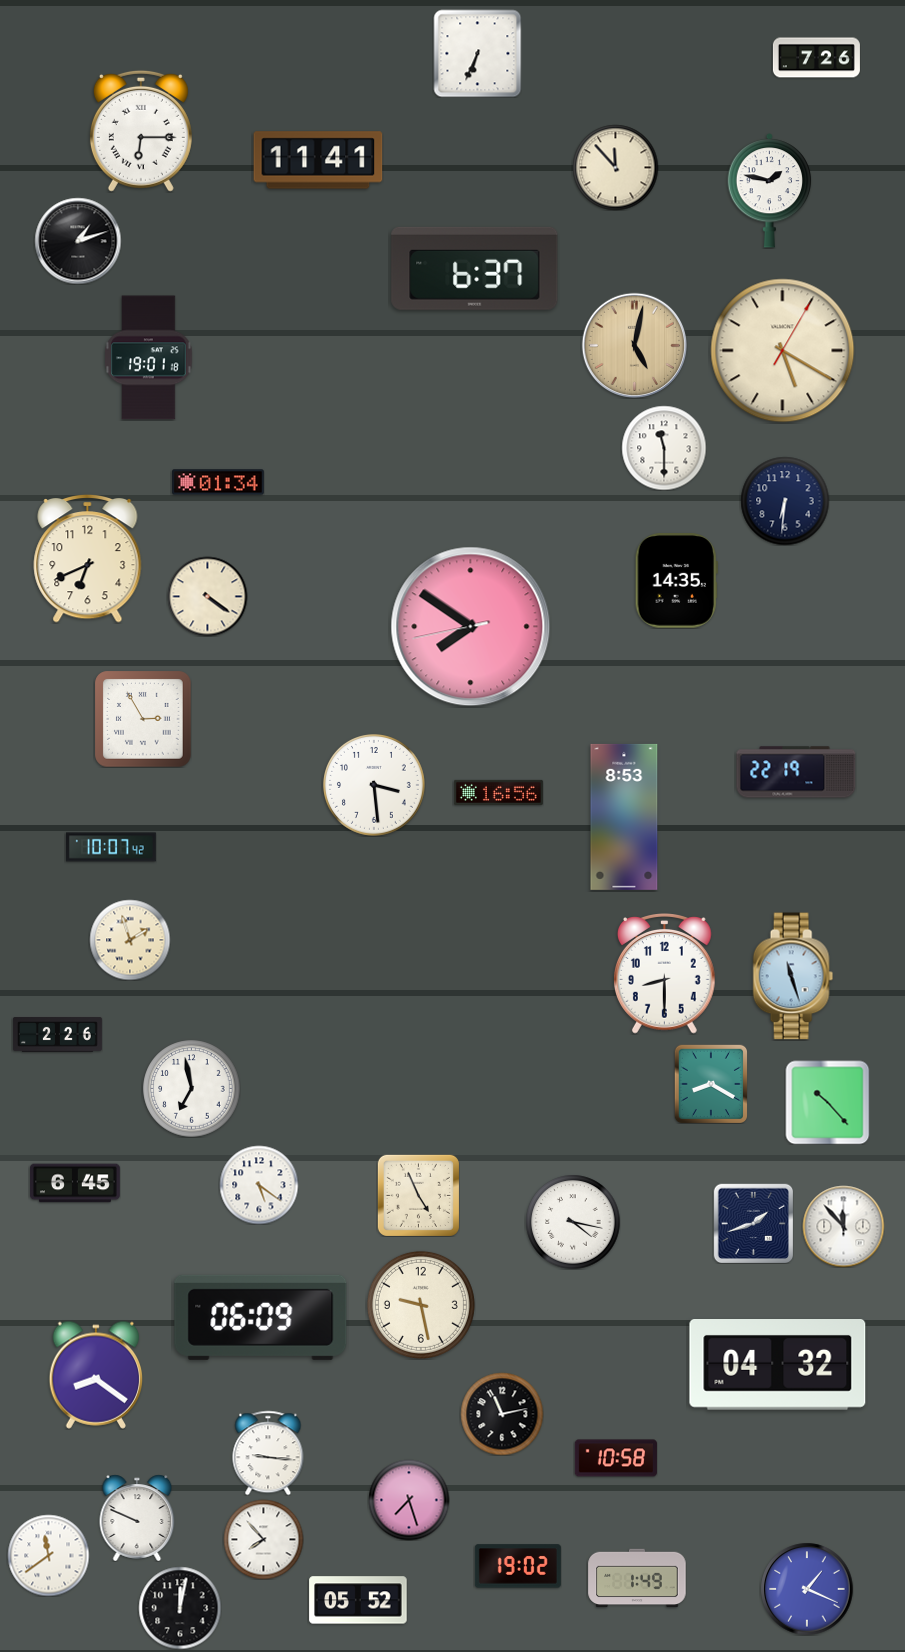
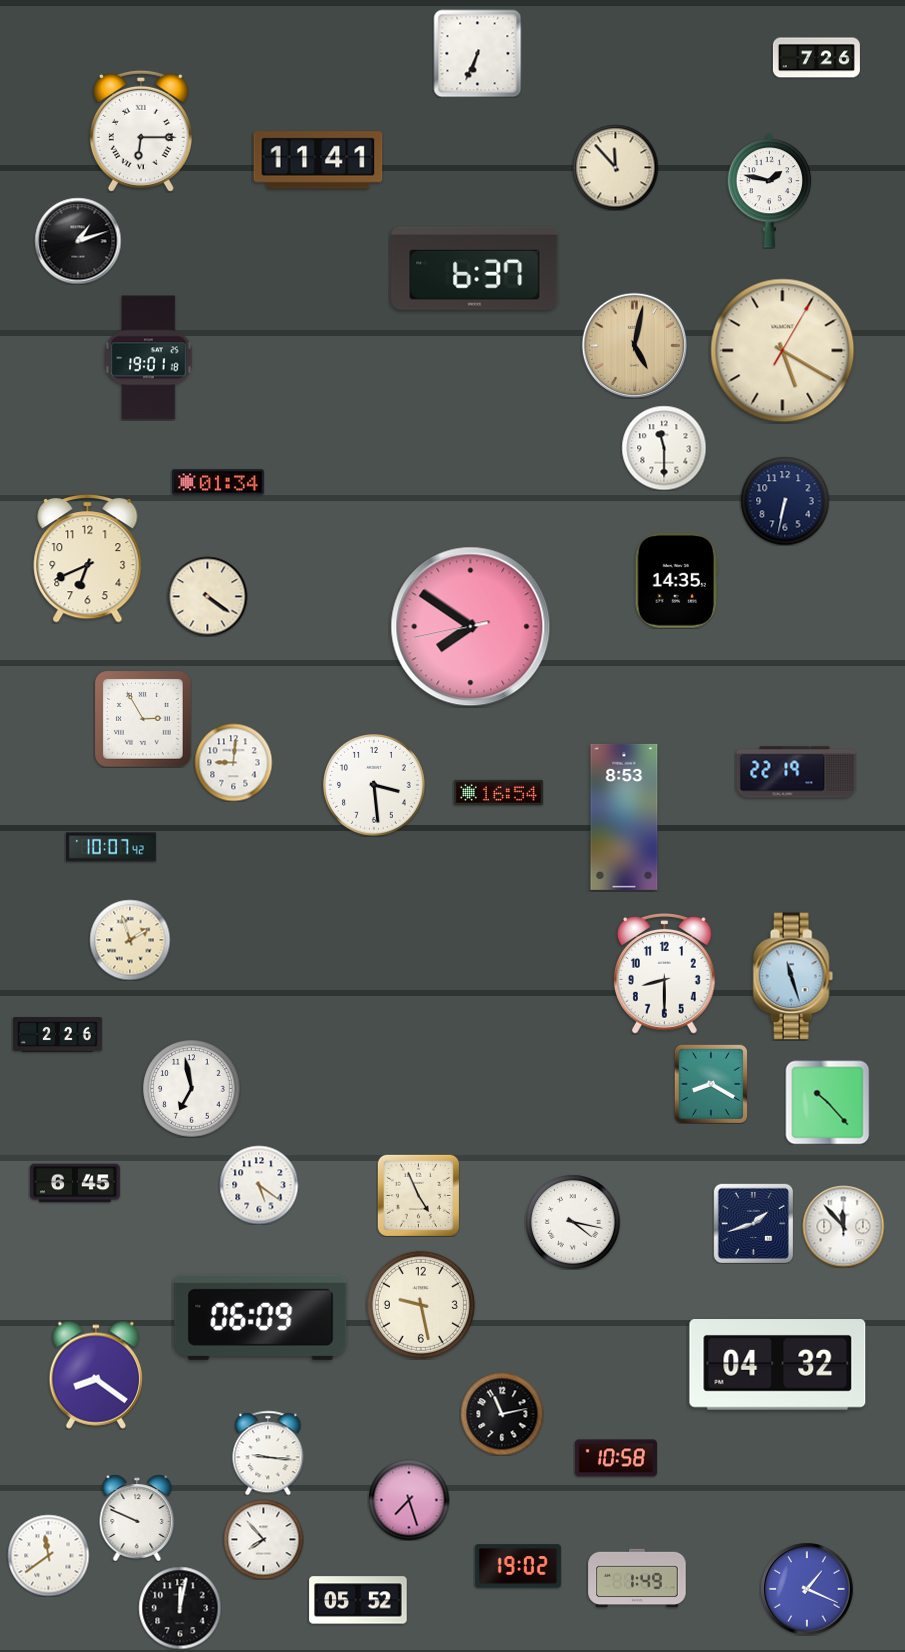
clock at (785, 501): 6:31 -> 6:32
clock at (233, 762): none -> 9:01
clock at (498, 792): 16:56 -> 16:54
